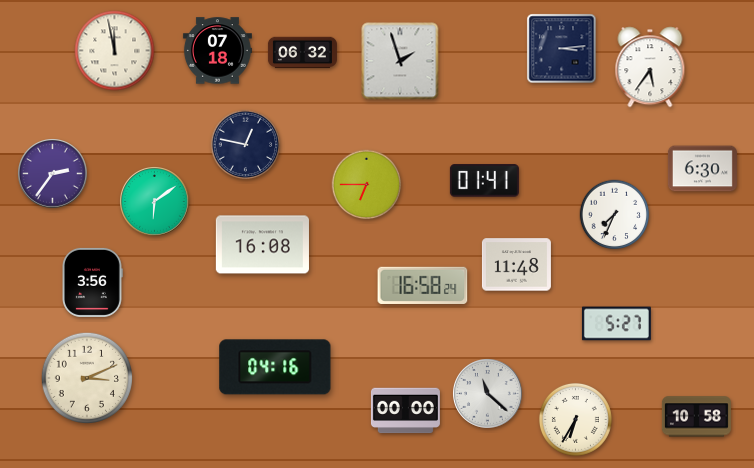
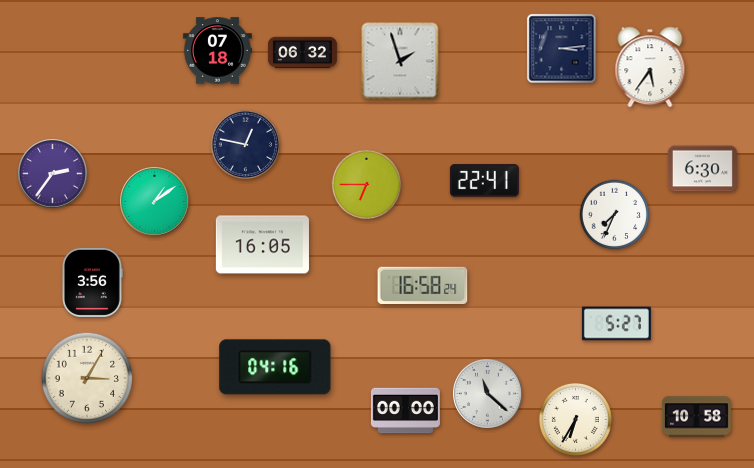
clock at (115, 51): 11:58 -> none
clock at (484, 181): 01:41 -> 22:41
clock at (155, 202): 6:09 -> 1:09
clock at (262, 245): 16:08 -> 16:05
clock at (516, 265): 11:48 -> none
clock at (86, 377): 3:11 -> 3:05
